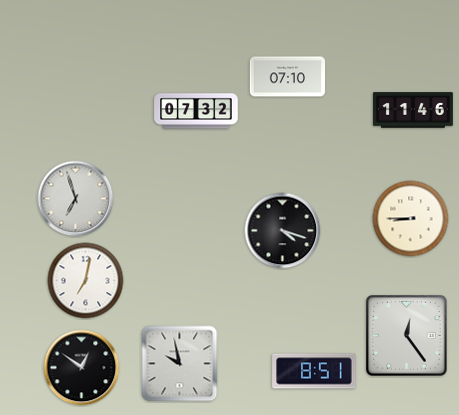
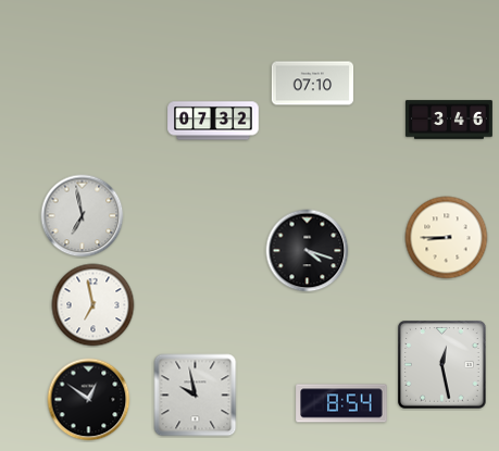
clock at (413, 110): 11:46 -> 3:46
clock at (76, 199): 6:57 -> 6:58
clock at (86, 281): 7:02 -> 6:58
clock at (407, 336): 12:24 -> 12:28
clock at (314, 371): 8:51 -> 8:54
